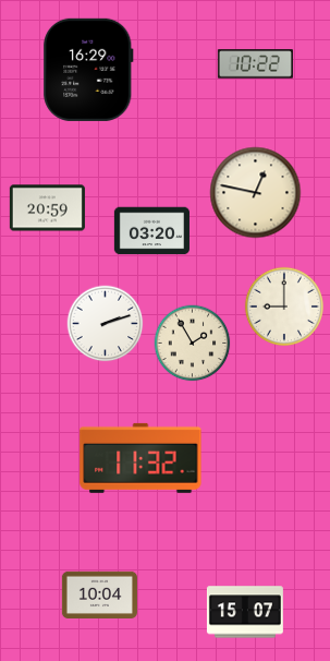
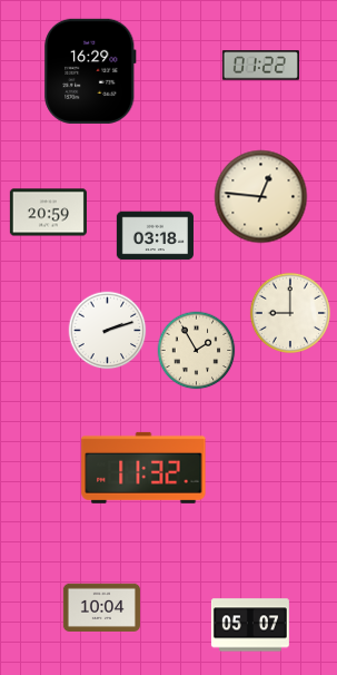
clock at (255, 64): 10:22 -> 01:22
clock at (256, 193): 12:47 -> 12:46
clock at (151, 231): 03:20 -> 03:18
clock at (245, 612): 15:07 -> 05:07
